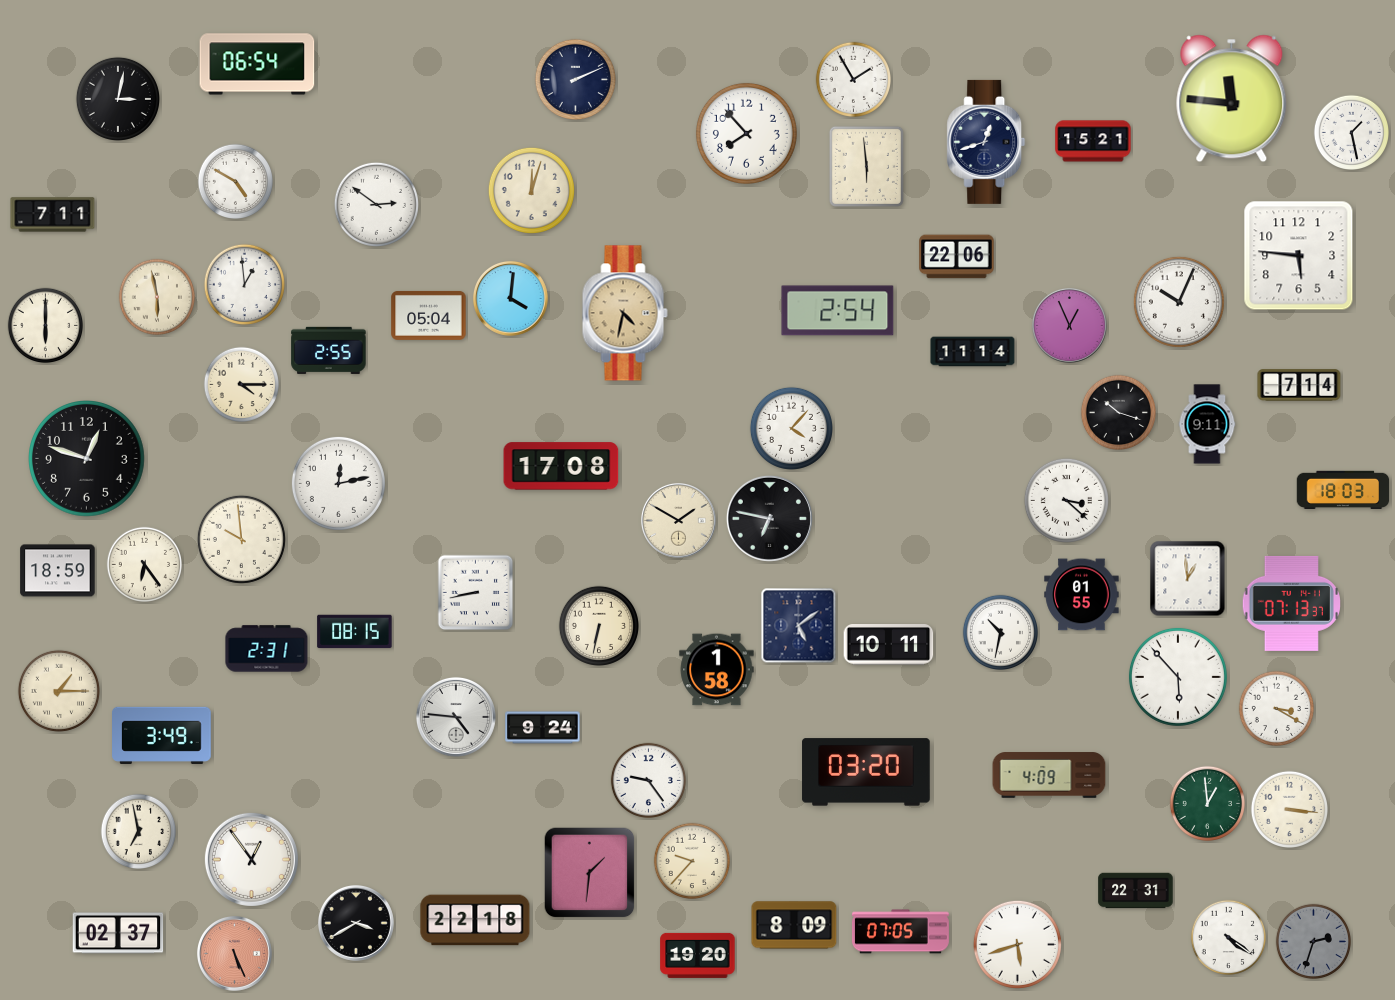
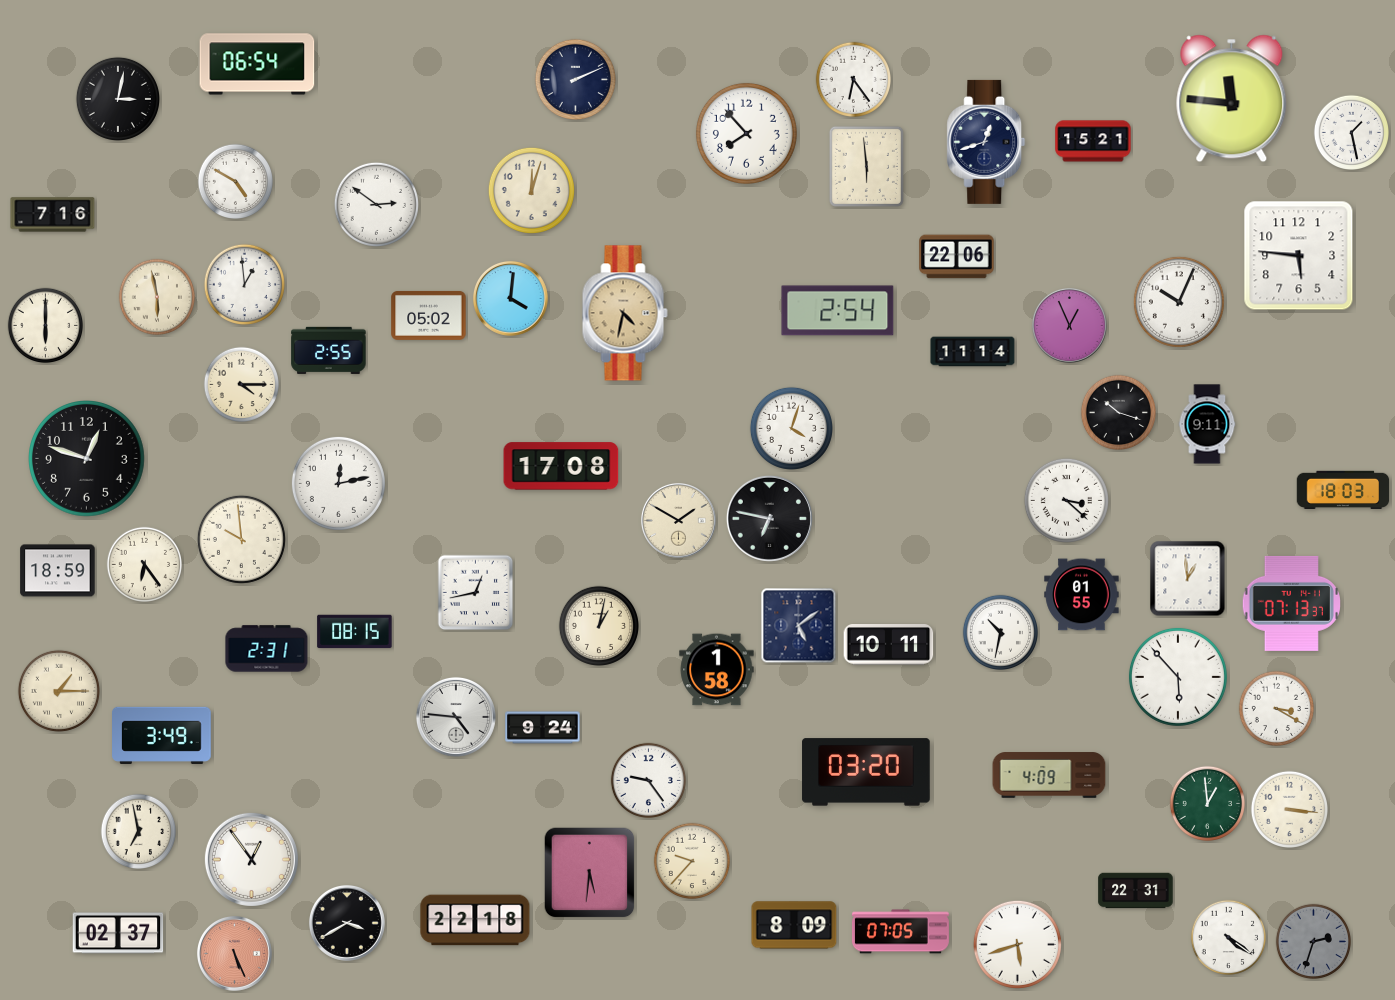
clock at (854, 80): 1:55 -> 6:24
clock at (53, 215): 7:11 -> 7:16
clock at (429, 315): 05:04 -> 05:02
clock at (1299, 385): 7:14 -> none
clock at (791, 428): 4:07 -> 4:03
clock at (476, 593): 8:43 -> 12:43
clock at (598, 625): 6:32 -> 1:02
clock at (590, 873): 1:31 -> 5:31
clock at (356, 923) position: (356, 923) -> (347, 923)
clock at (698, 955): 19:20 -> none
